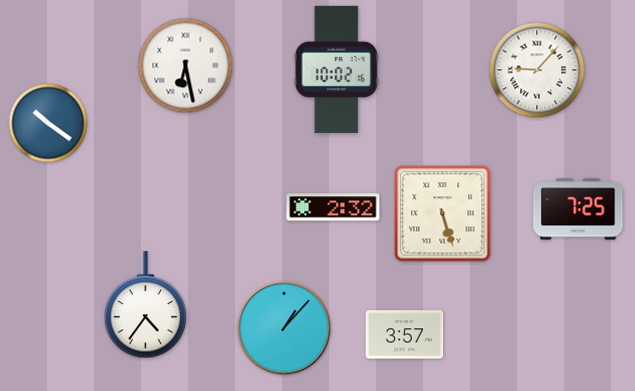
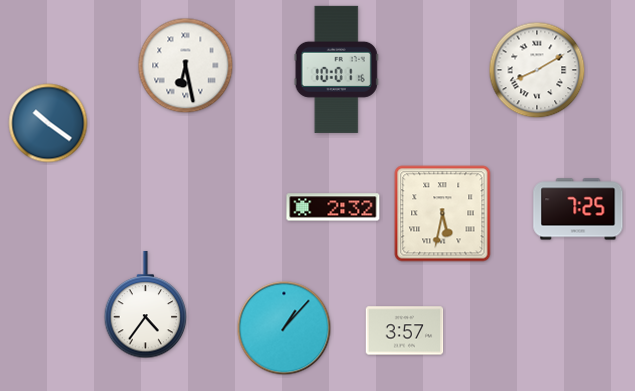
clock at (336, 69): 10:02 -> 10:01
clock at (537, 70): 9:07 -> 8:10
clock at (443, 214): 5:27 -> 5:32
clock at (405, 335) position: (405, 335) -> (405, 331)
